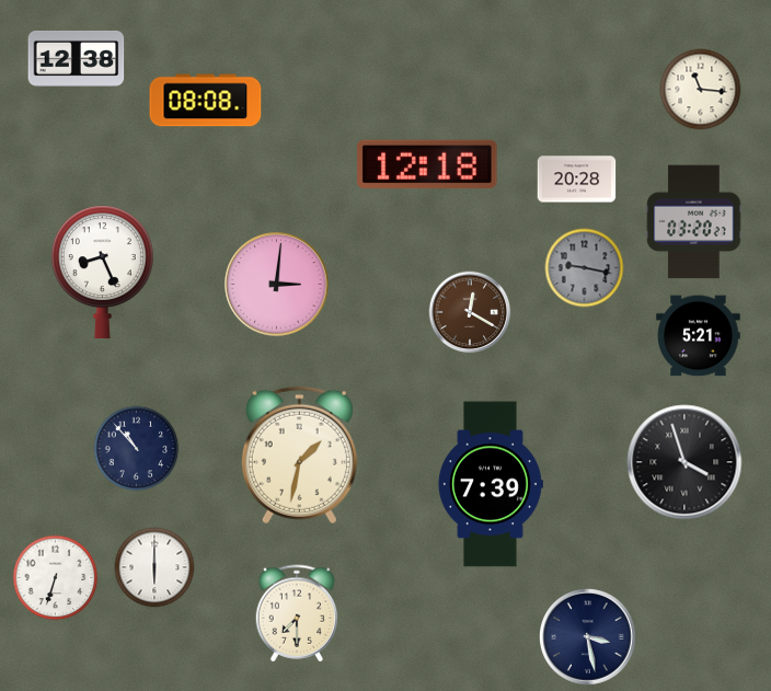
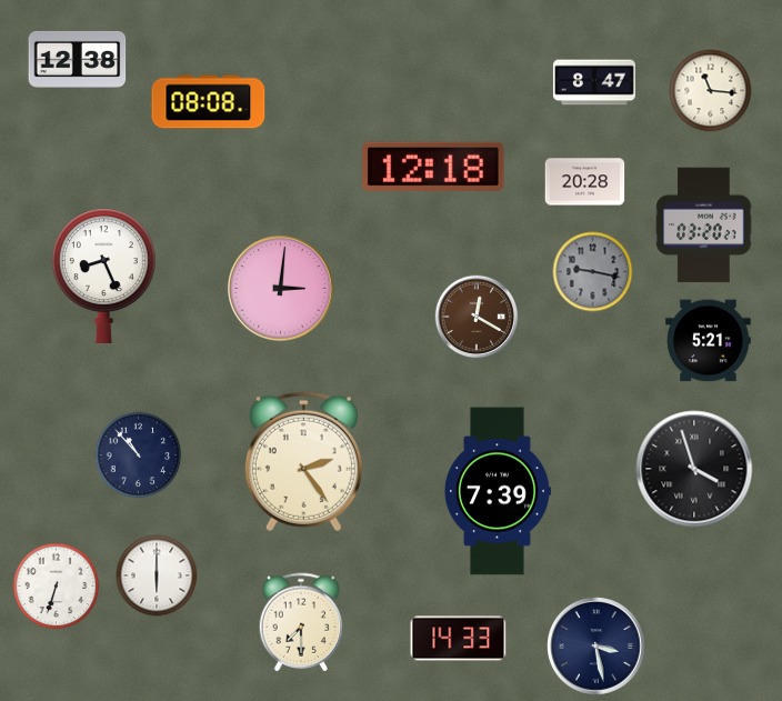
clock at (594, 82): none -> 8:47
clock at (299, 456): 1:32 -> 2:24
clock at (459, 639): none -> 14:33
